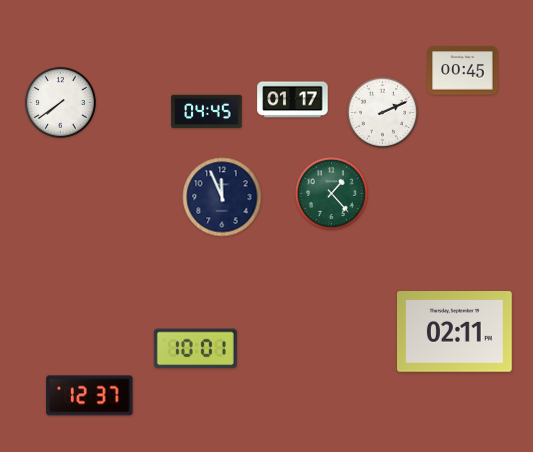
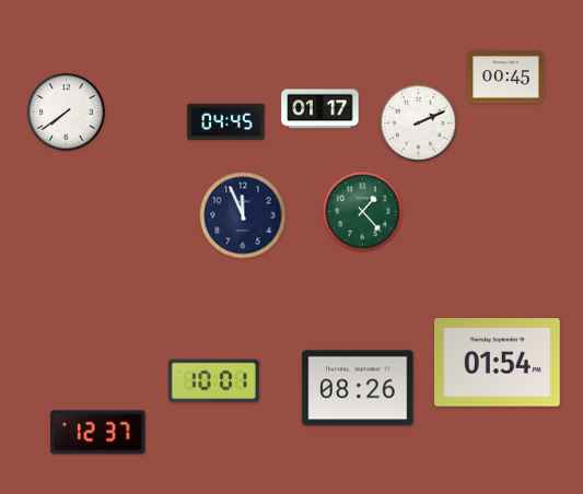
clock at (455, 332): 02:11 -> 01:54
clock at (358, 388): none -> 08:26
